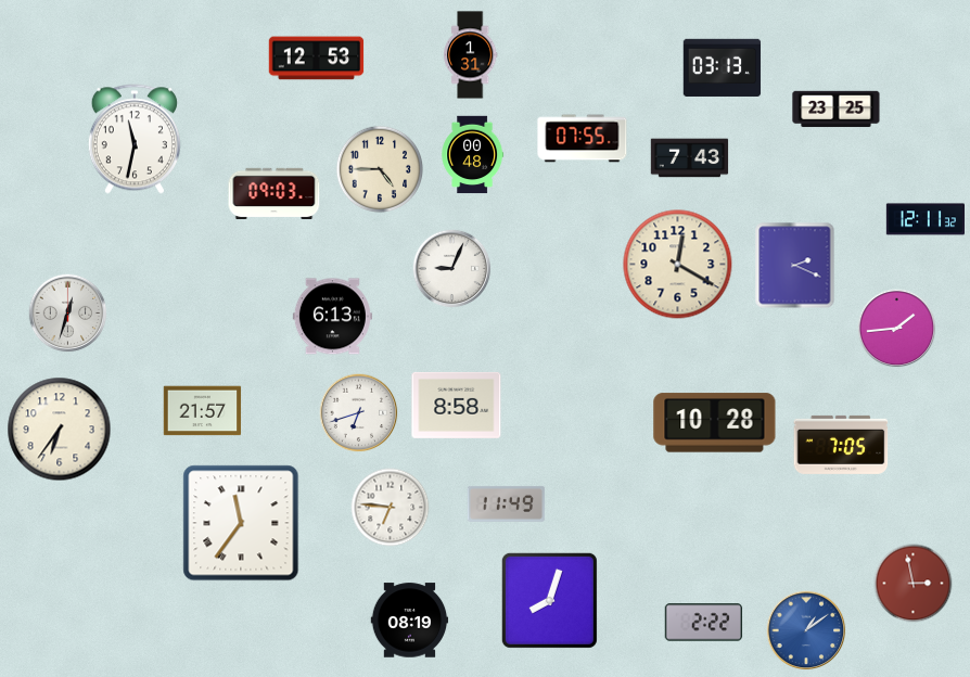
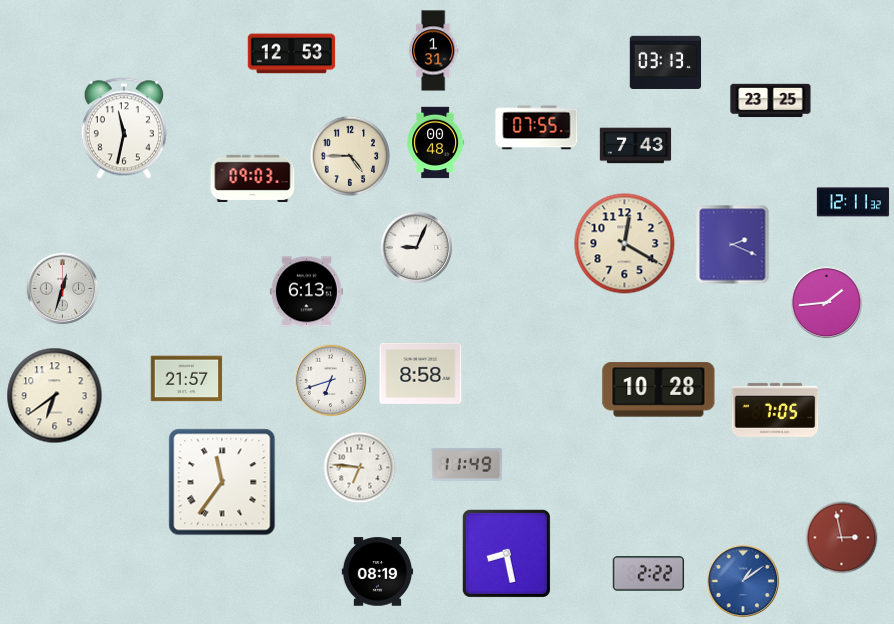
clock at (60, 430): 6:36 -> 6:39
clock at (549, 600): 8:03 -> 8:28
